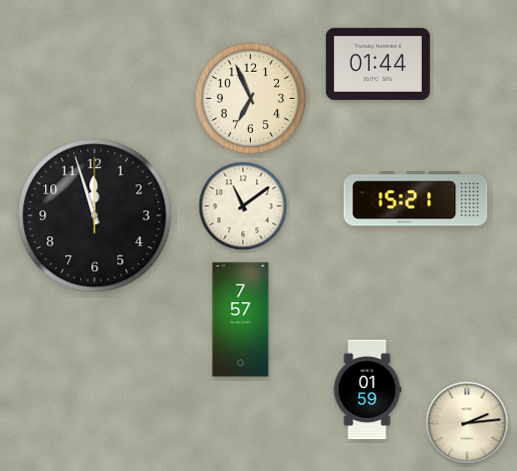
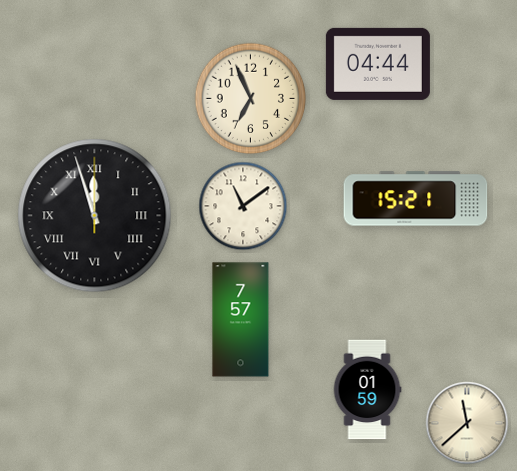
clock at (378, 64): 01:44 -> 04:44
clock at (95, 216) numerals: Arabic -> Roman
clock at (467, 423): 2:14 -> 11:38
